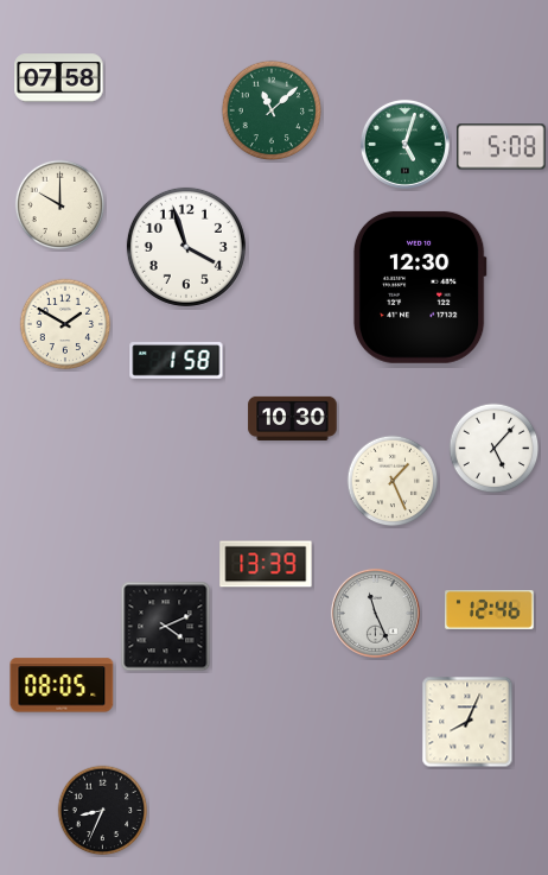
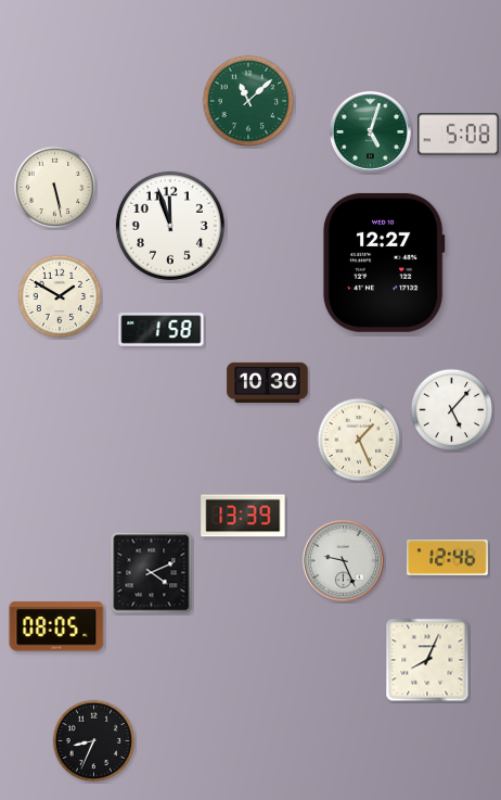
clock at (59, 78): 07:58 -> none
clock at (60, 205): 10:00 -> 5:28
clock at (186, 247): 3:57 -> 11:57
clock at (420, 287): 12:30 -> 12:27
clock at (375, 613): 11:26 -> 9:26
